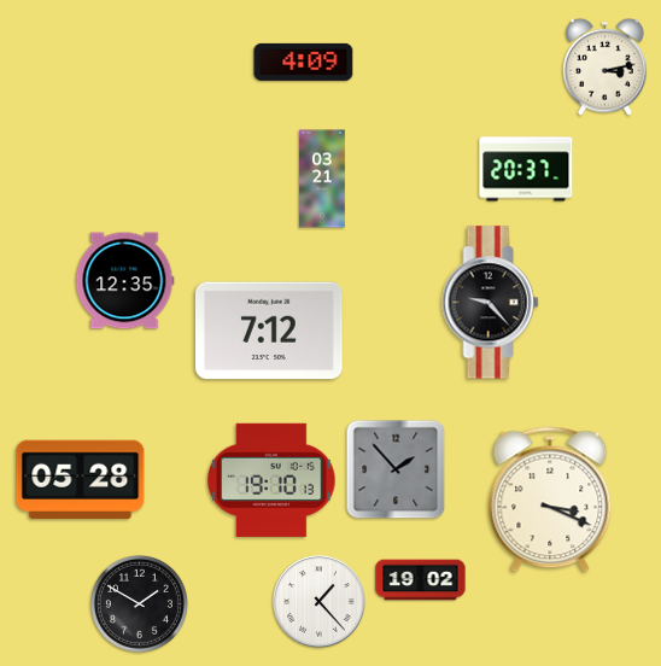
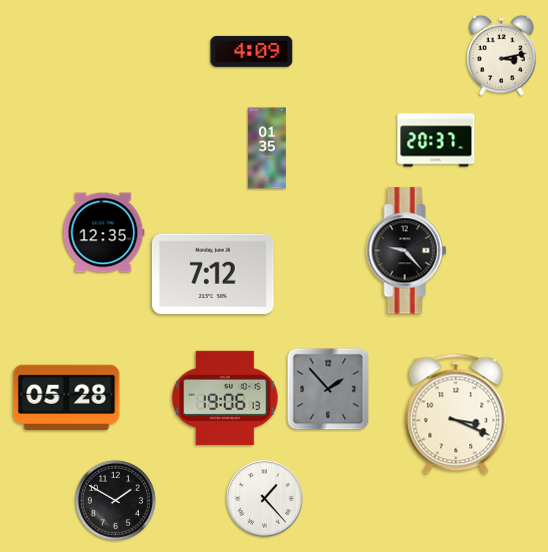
clock at (322, 179): 03:21 -> 01:35
clock at (269, 331) position: (269, 331) -> (213, 274)
clock at (271, 480): 19:10 -> 19:06
clock at (421, 580): 19:02 -> none
